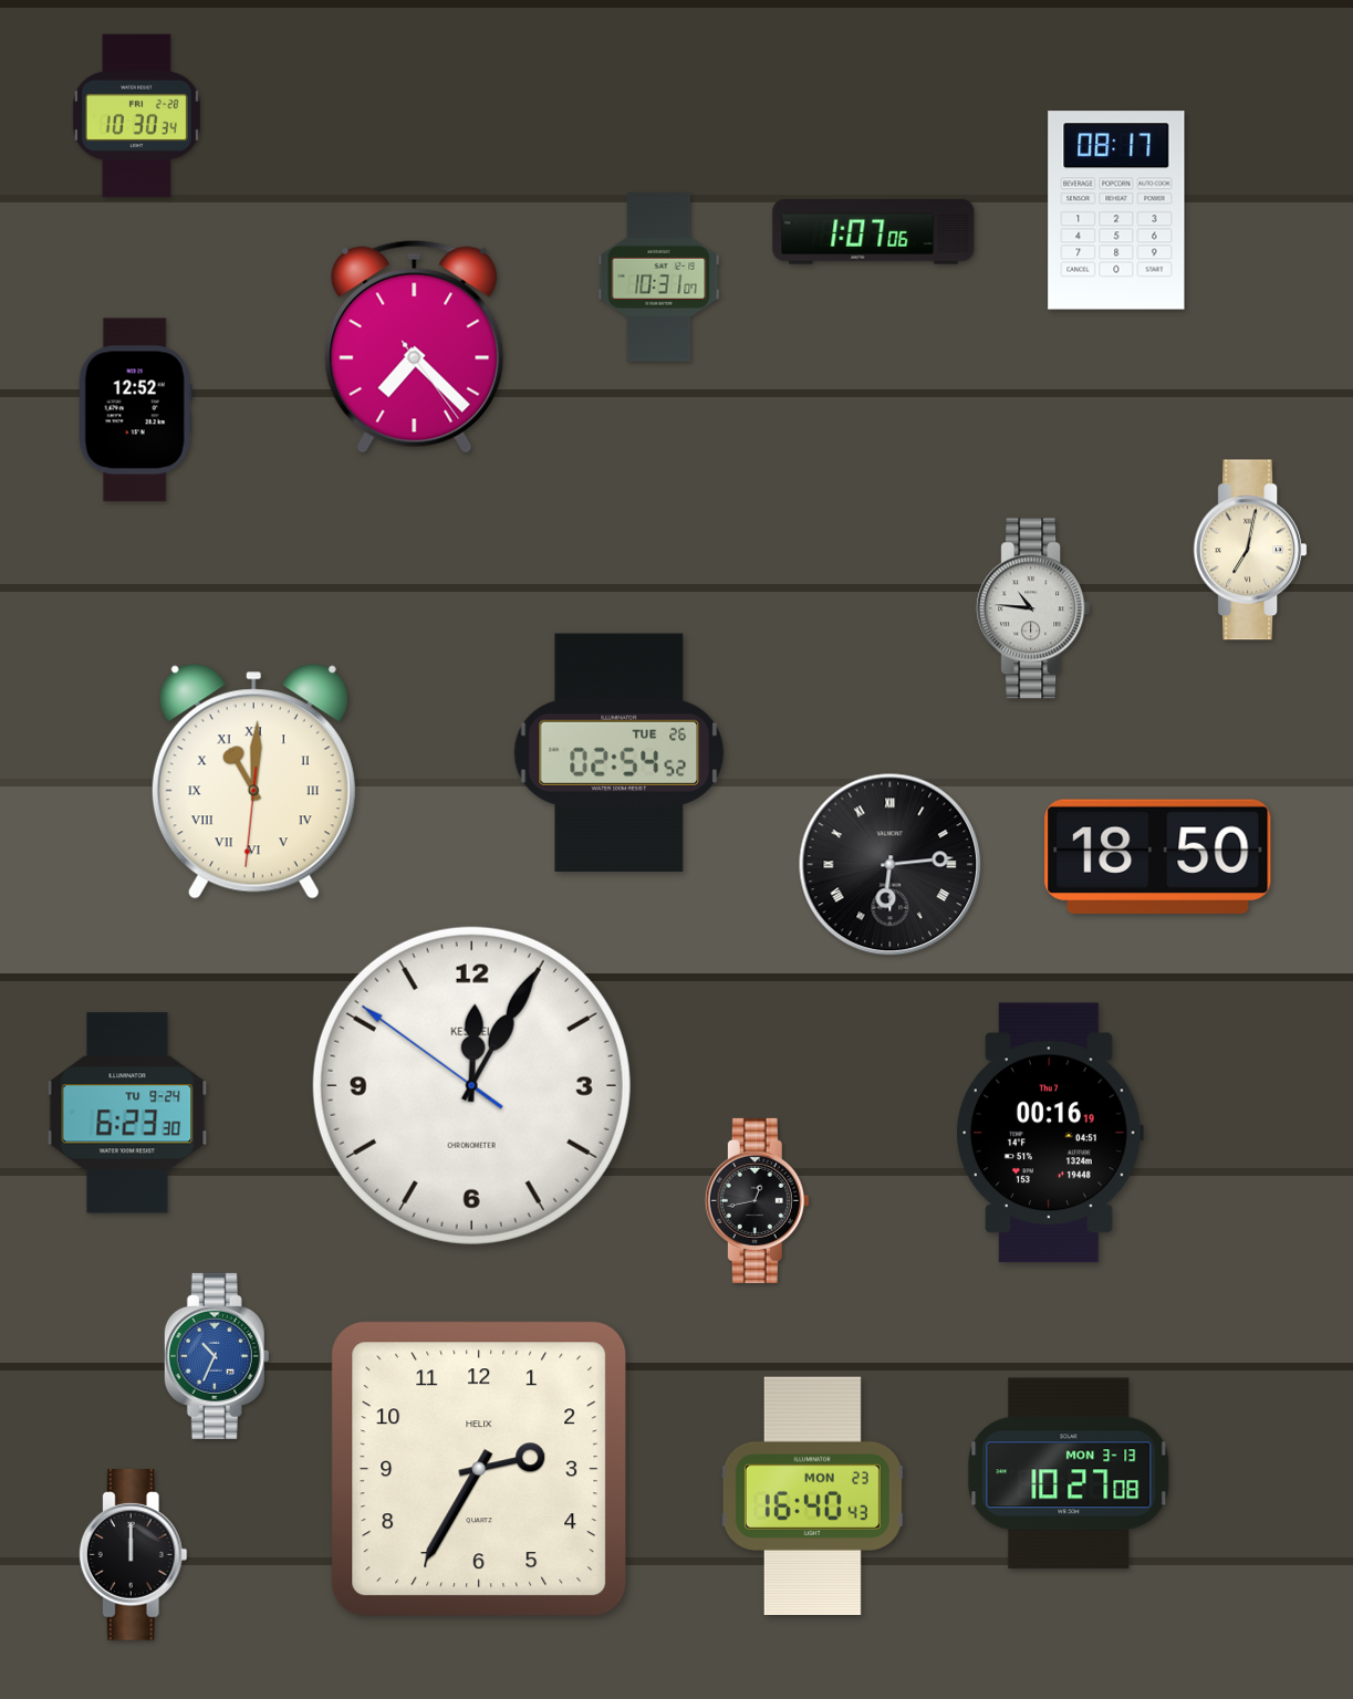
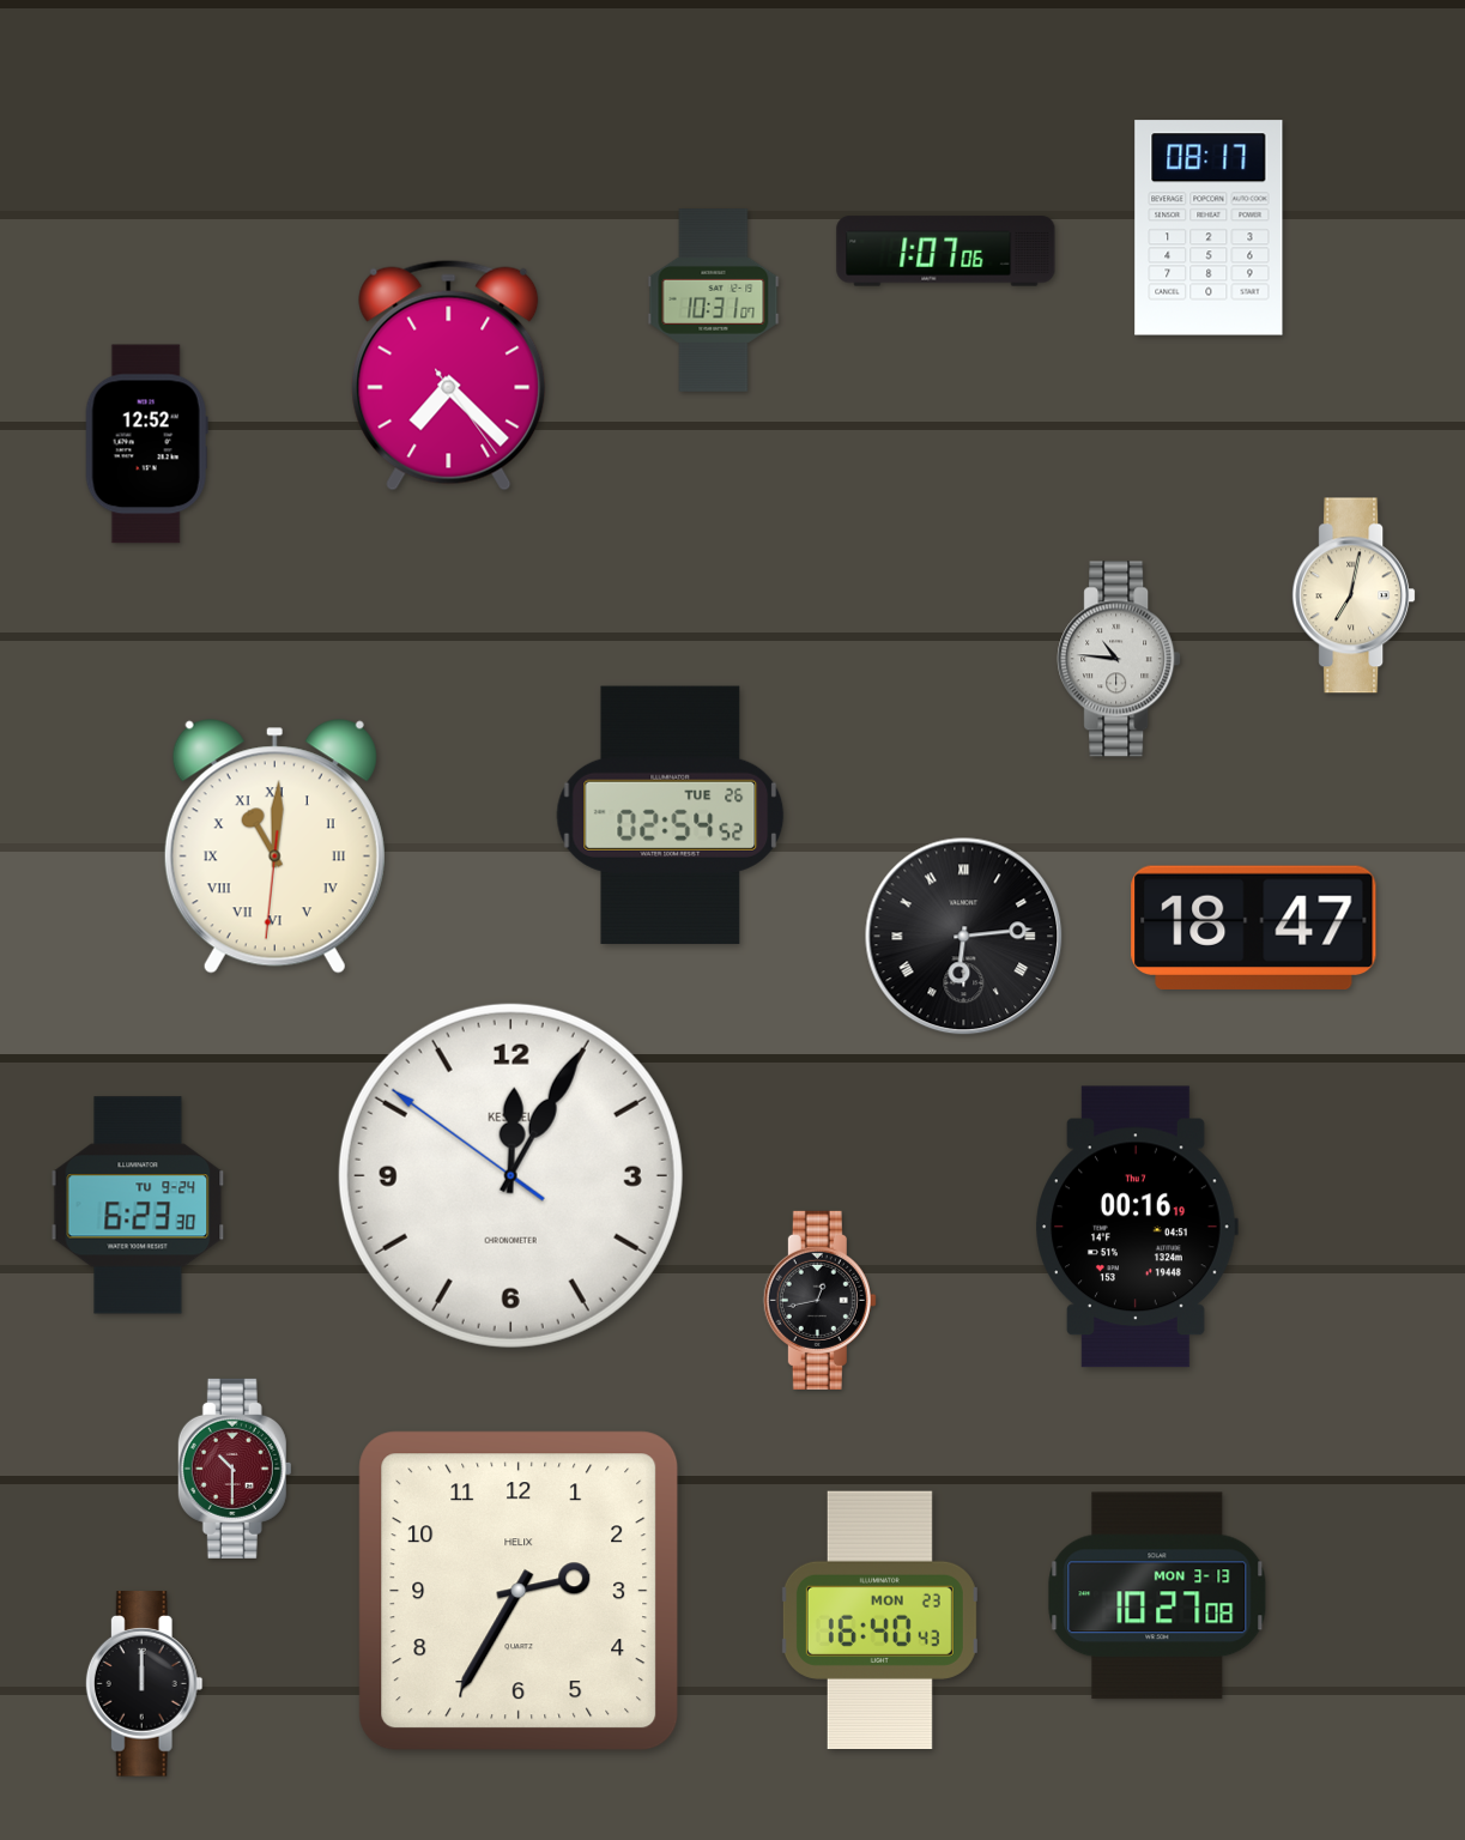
clock at (136, 115): 10:30 -> none
clock at (1158, 856): 18:50 -> 18:47
clock at (217, 1356): 10:34 -> 10:30
clock at (217, 1356) dial: blue -> burgundy
